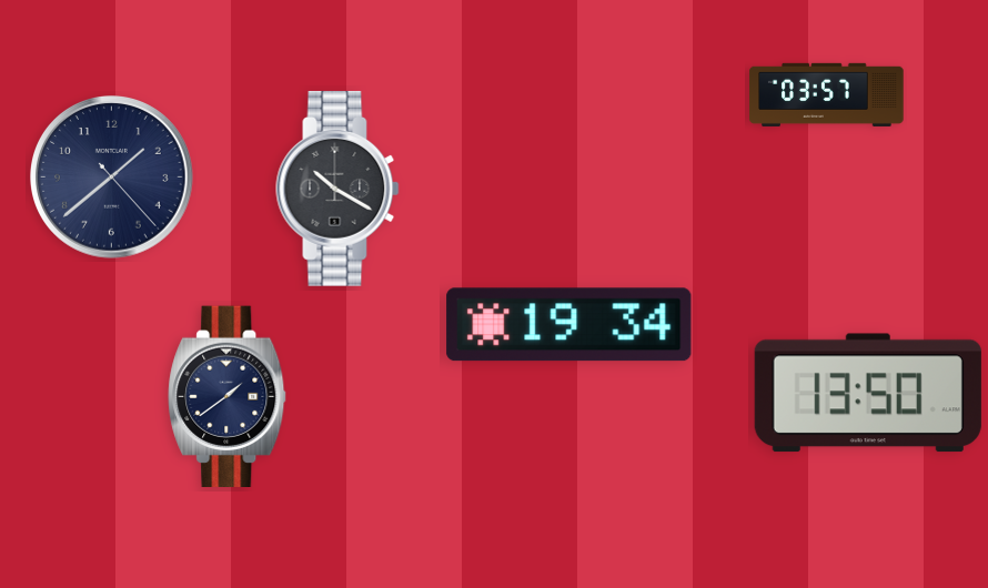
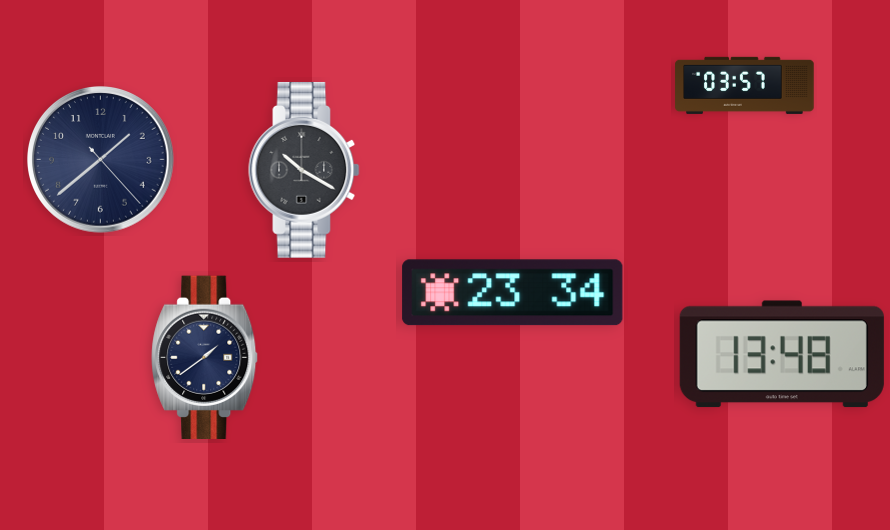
clock at (569, 325): 19:34 -> 23:34
clock at (868, 393): 13:50 -> 13:48
